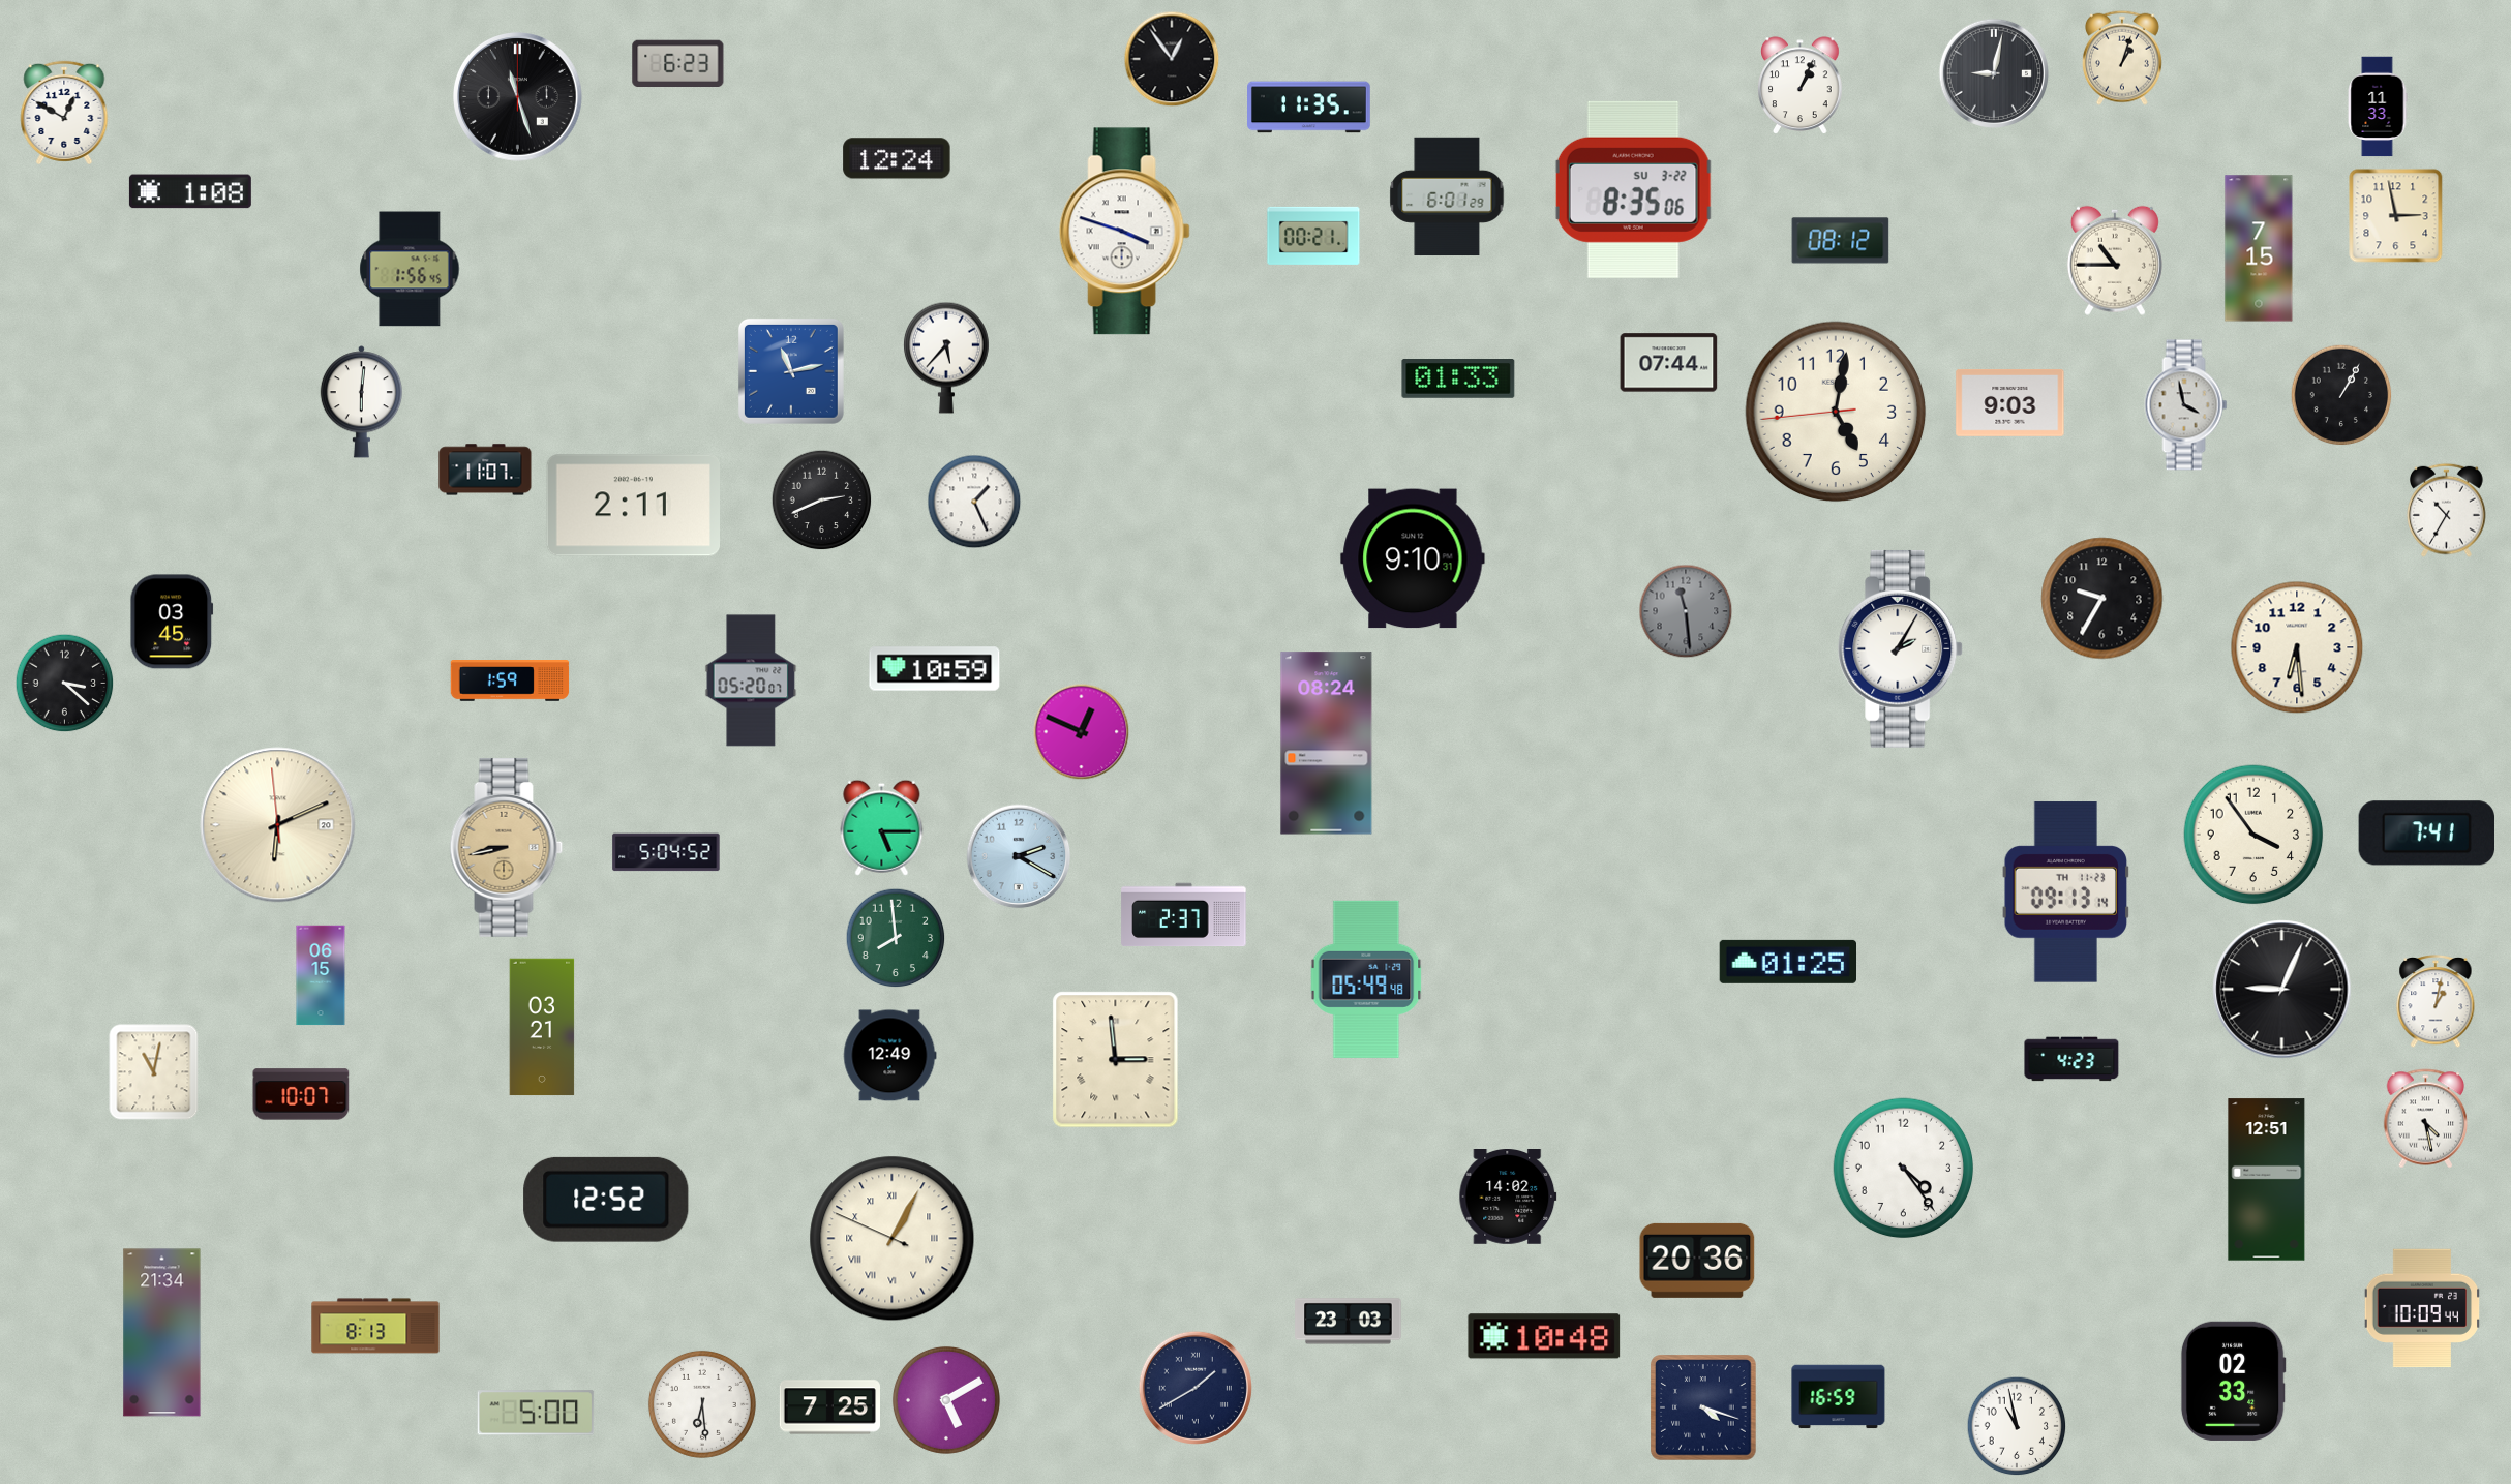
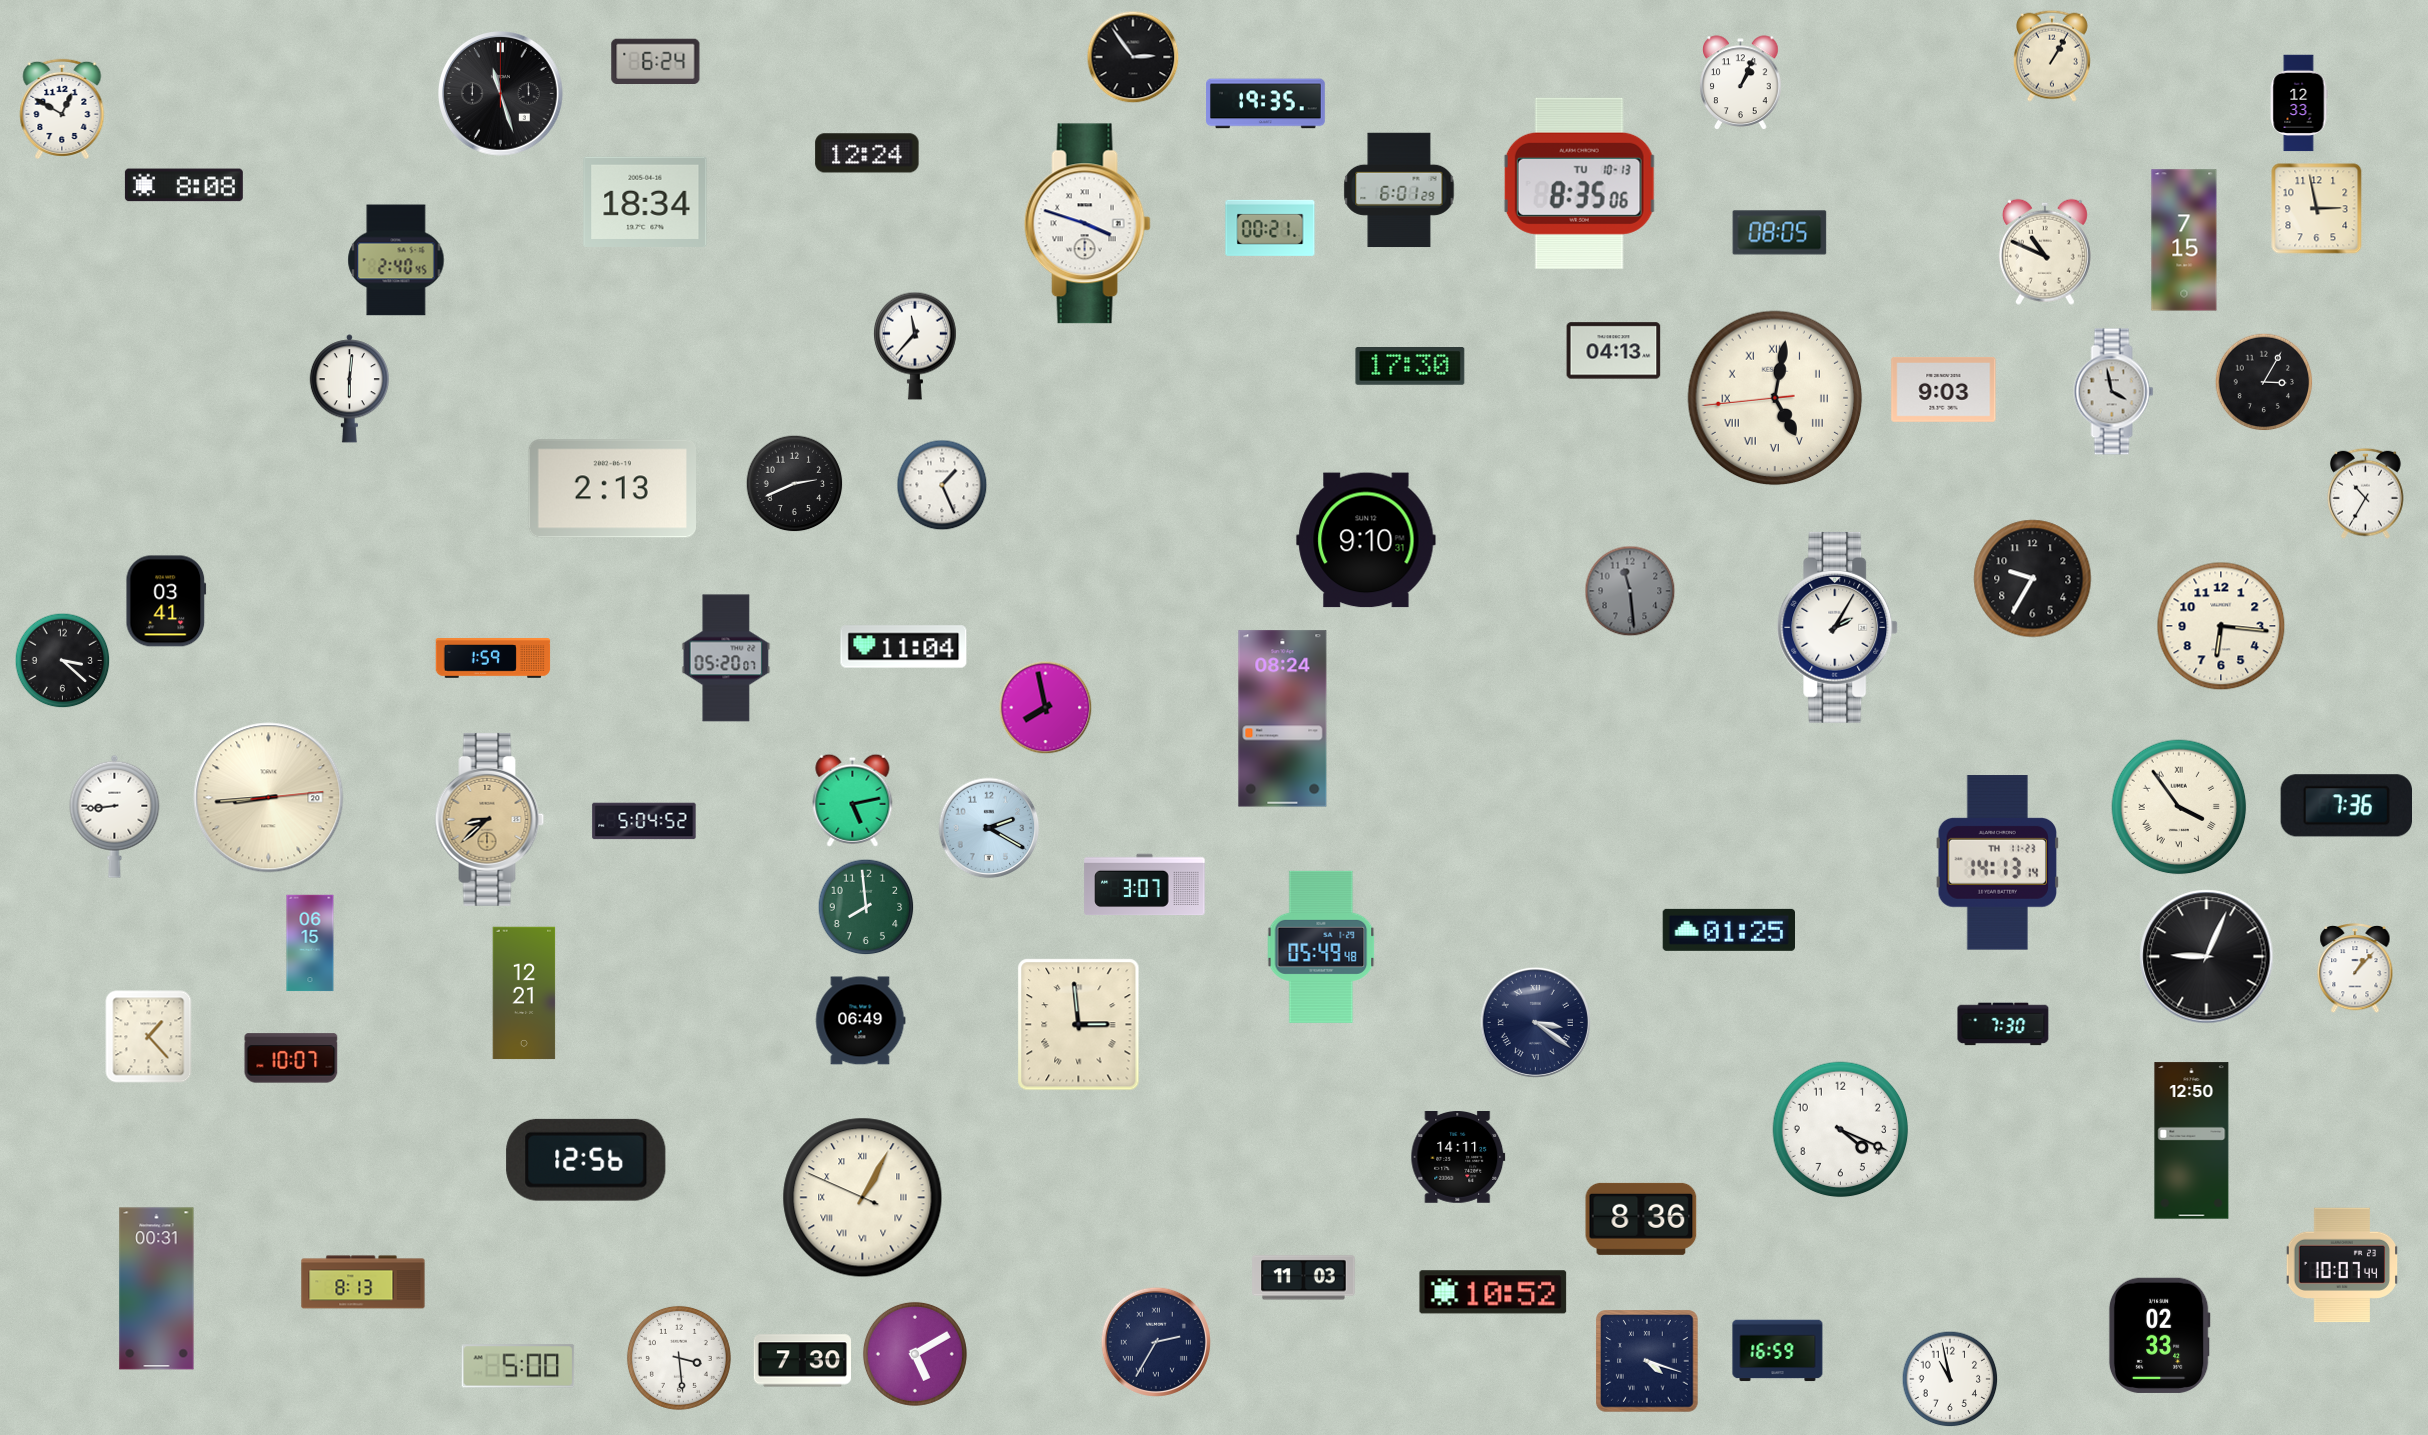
clock at (2122, 58): 1:03 -> 1:05
clock at (1172, 59): 12:54 -> 2:54
clock at (678, 63): 6:23 -> 6:24
clock at (1993, 72): 9:02 -> none
clock at (2378, 107): 11:33 -> 12:33
clock at (1309, 108): 11:35 -> 19:35
clock at (1633, 189) date: SU 3-22 -> TU 10-13
clock at (190, 191): 1:08 -> 8:08
clock at (645, 201): none -> 18:34
clock at (1841, 241): 08:12 -> 08:05
clock at (2115, 261): 10:45 -> 10:49
clock at (410, 269): 1:56 -> 2:40
clock at (946, 358): 5:37 -> 11:37
clock at (1669, 363): 07:44 -> 04:13
clock at (791, 371): 11:13 -> none
clock at (1458, 380): 01:33 -> 17:30
clock at (2341, 395): 1:05 -> 3:05
clock at (1836, 412) numerals: Arabic -> Roman
clock at (485, 470): 11:07 -> none
clock at (634, 506): 2:11 -> 2:13
clock at (172, 622): 03:45 -> 03:41
clock at (2297, 647): 6:29 -> 6:16
clock at (935, 669): 10:59 -> 11:04
clock at (1082, 732): 12:49 -> 7:58
clock at (278, 825): 6:10 -> 8:44
clock at (882, 827): 5:15 -> 5:13
clock at (2426, 834): 7:41 -> 7:36
clock at (2253, 835) numerals: Arabic -> Roman
clock at (115, 816): none -> 8:44
clock at (507, 847): 8:43 -> 8:38
clock at (666, 852) position: (666, 852) -> (644, 821)
clock at (1019, 856) position: (1019, 856) -> (989, 828)
clock at (2066, 892): 09:13 -> 14:13
clock at (1184, 915): 2:37 -> 3:07
clock at (2436, 1002): 1:02 -> 1:07
clock at (542, 1027): 03:21 -> 12:21
clock at (889, 1056): 12:49 -> 06:49
clock at (1535, 1022): none -> 3:21
clock at (2071, 1059): 4:23 -> 7:30
clock at (154, 1072): 11:02 -> 1:23
clock at (2426, 1119): 4:28 -> none
clock at (1904, 1169): 4:24 -> 4:19
clock at (2267, 1180): 12:51 -> 12:50
clock at (1508, 1198): 14:02 -> 14:11
clock at (606, 1200): 12:52 -> 12:56
clock at (1697, 1261): 20:36 -> 8:36
clock at (2422, 1308): 10:09 -> 10:07
clock at (1349, 1322): 23:03 -> 11:03
clock at (162, 1333): 21:34 -> 00:31
clock at (1544, 1336): 10:48 -> 10:52
clock at (1196, 1388): 1:40 -> 2:35
clock at (702, 1404): 6:29 -> 3:29
clock at (829, 1407): 7:25 -> 7:30
